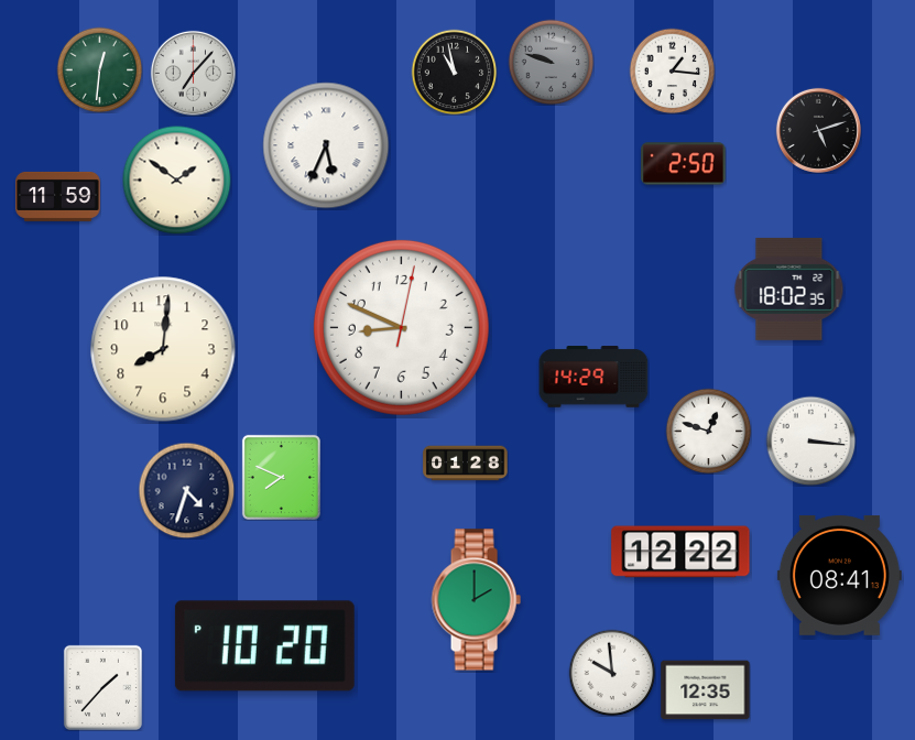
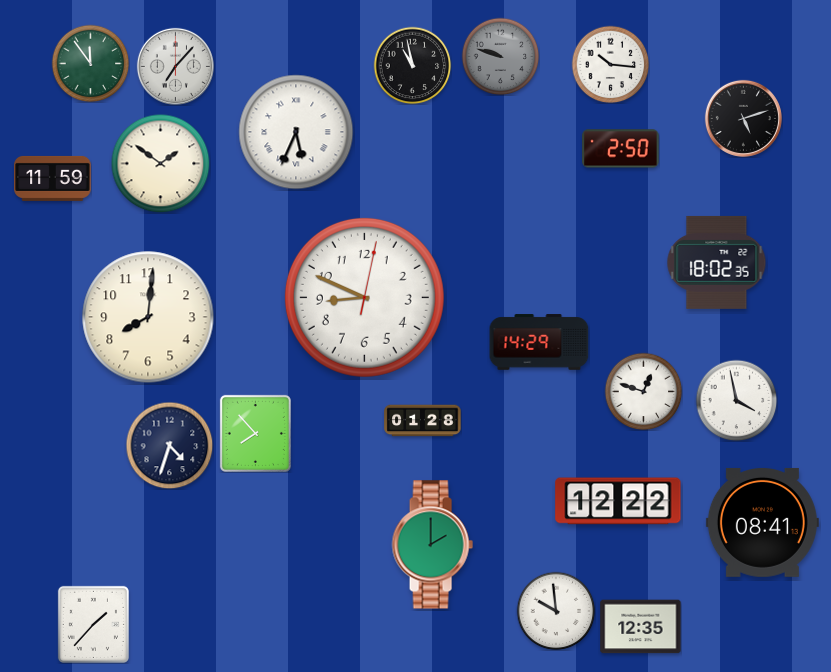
clock at (99, 69): 12:31 -> 11:54
clock at (672, 70): 1:16 -> 10:16
clock at (810, 440): 3:16 -> 3:58
clock at (281, 477): 7:49 -> 7:53
clock at (264, 646): 10:20 -> none
